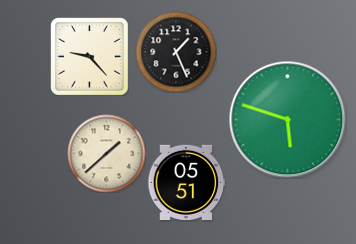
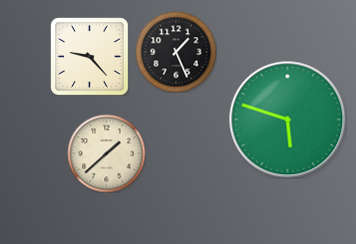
clock at (186, 182): 05:51 -> none
